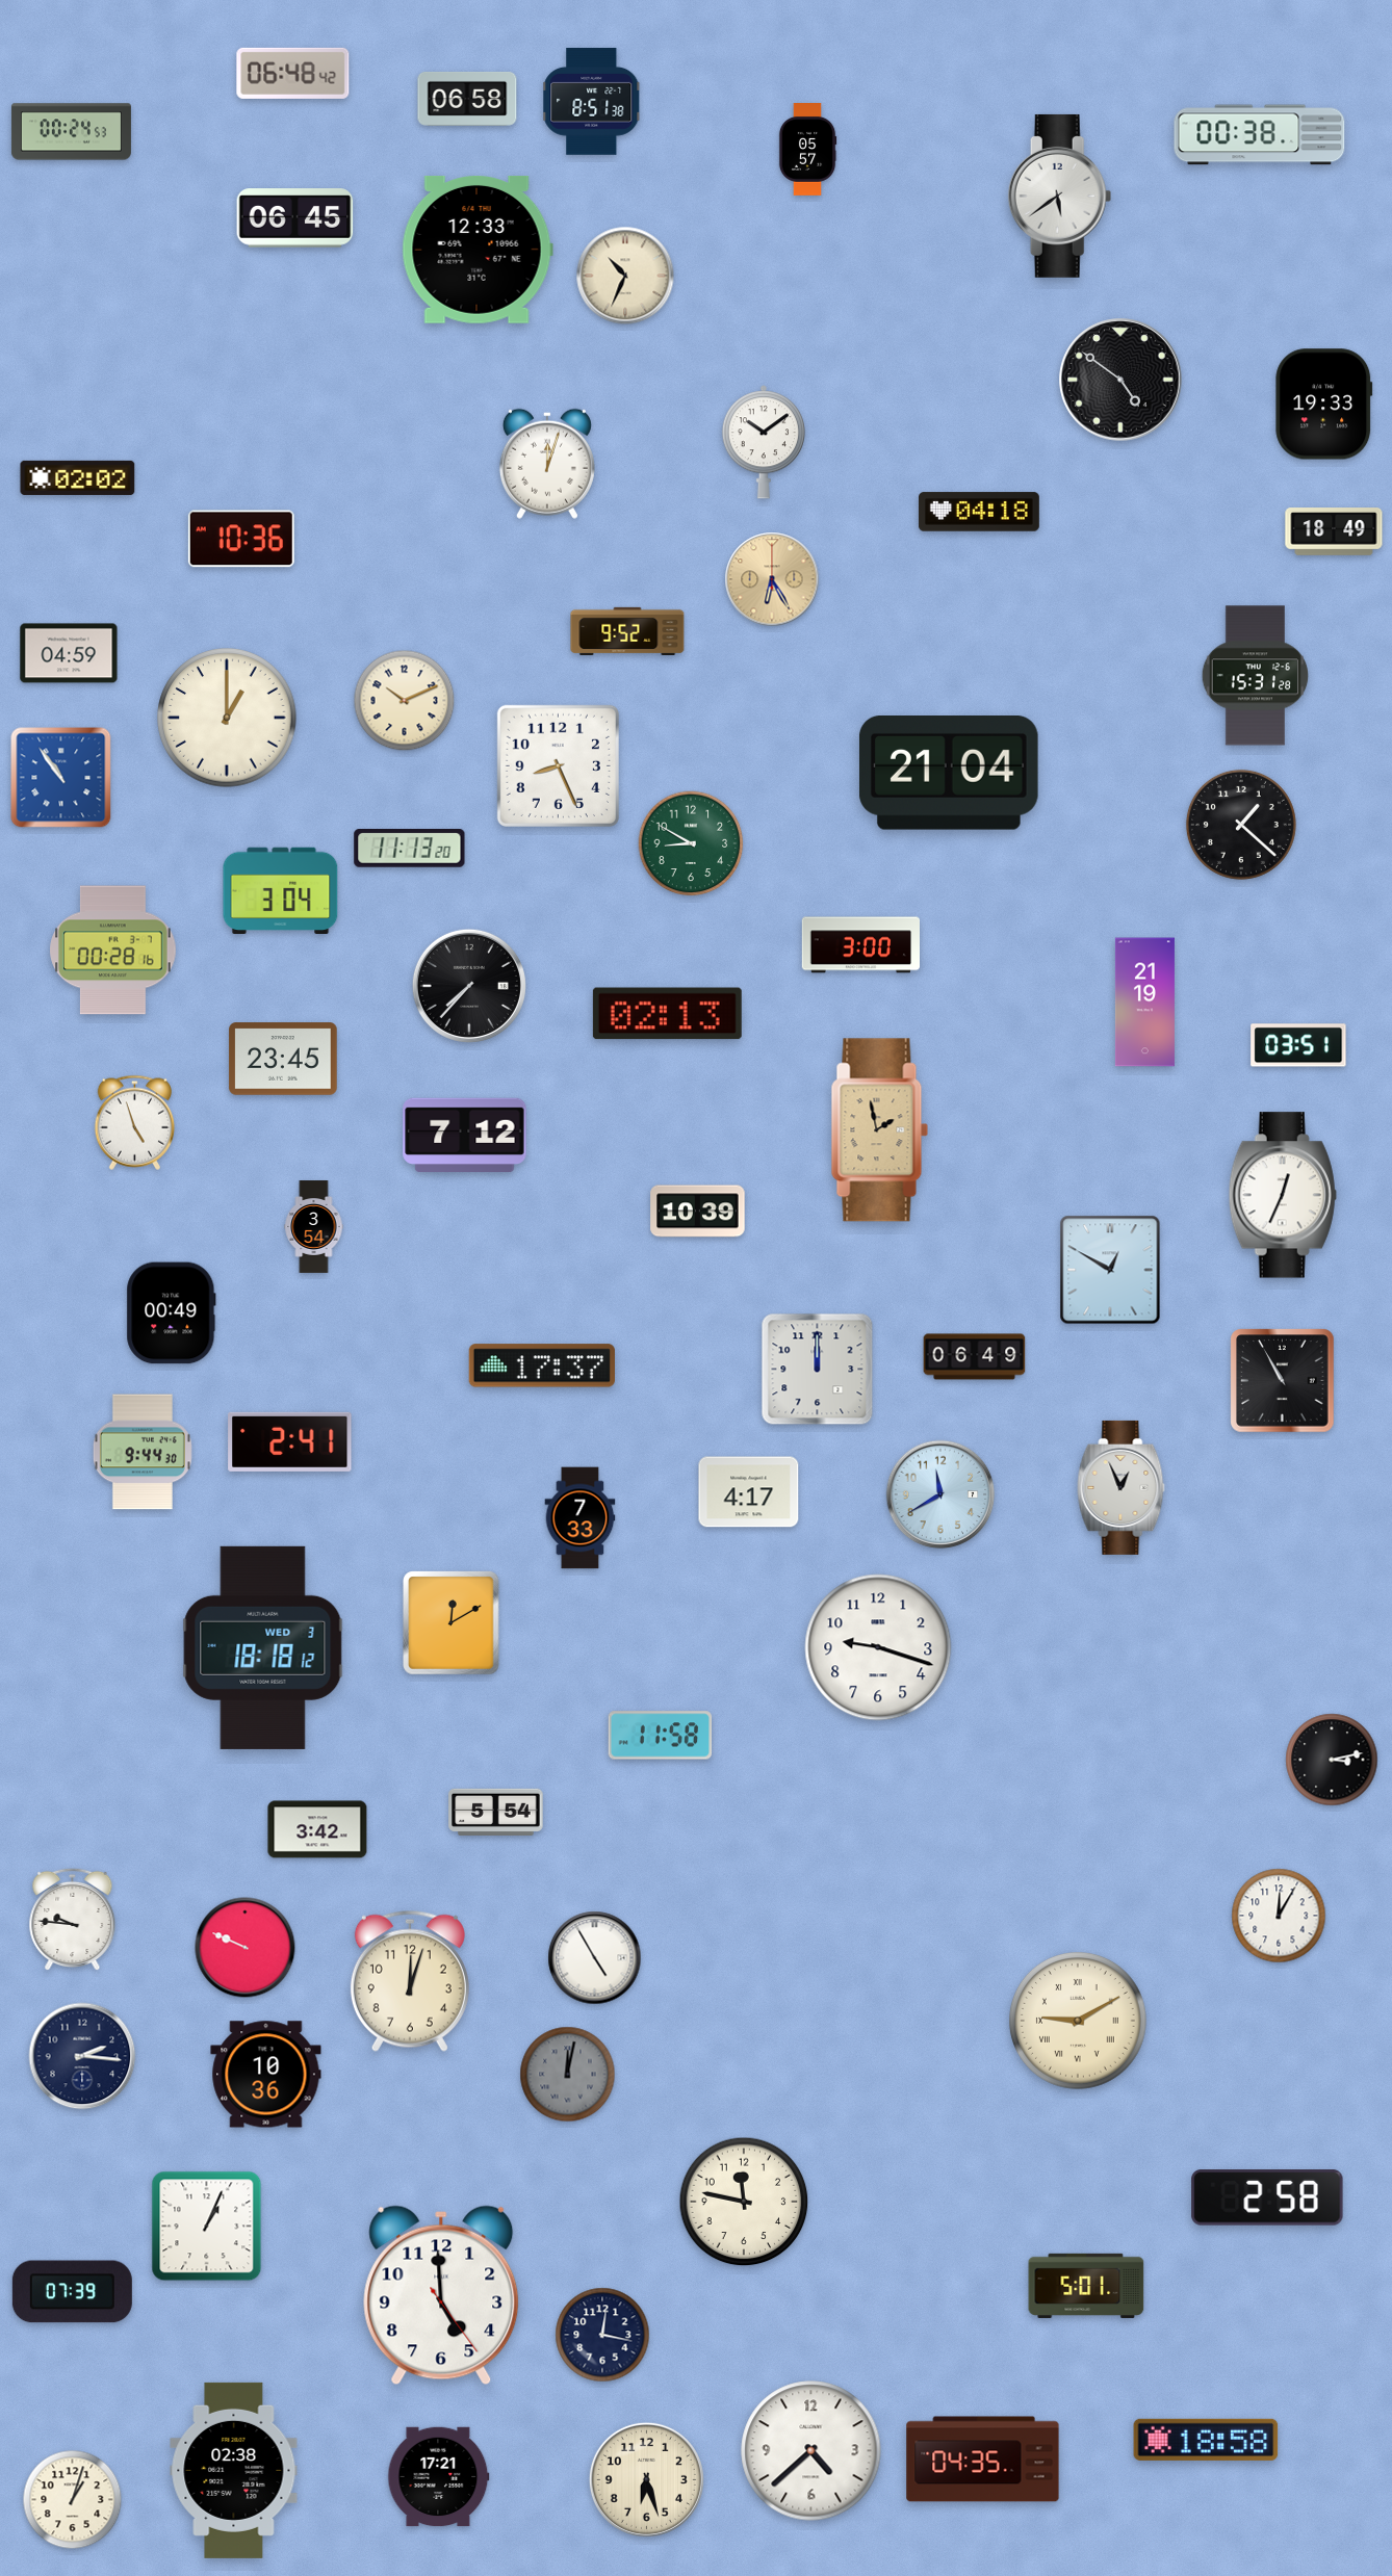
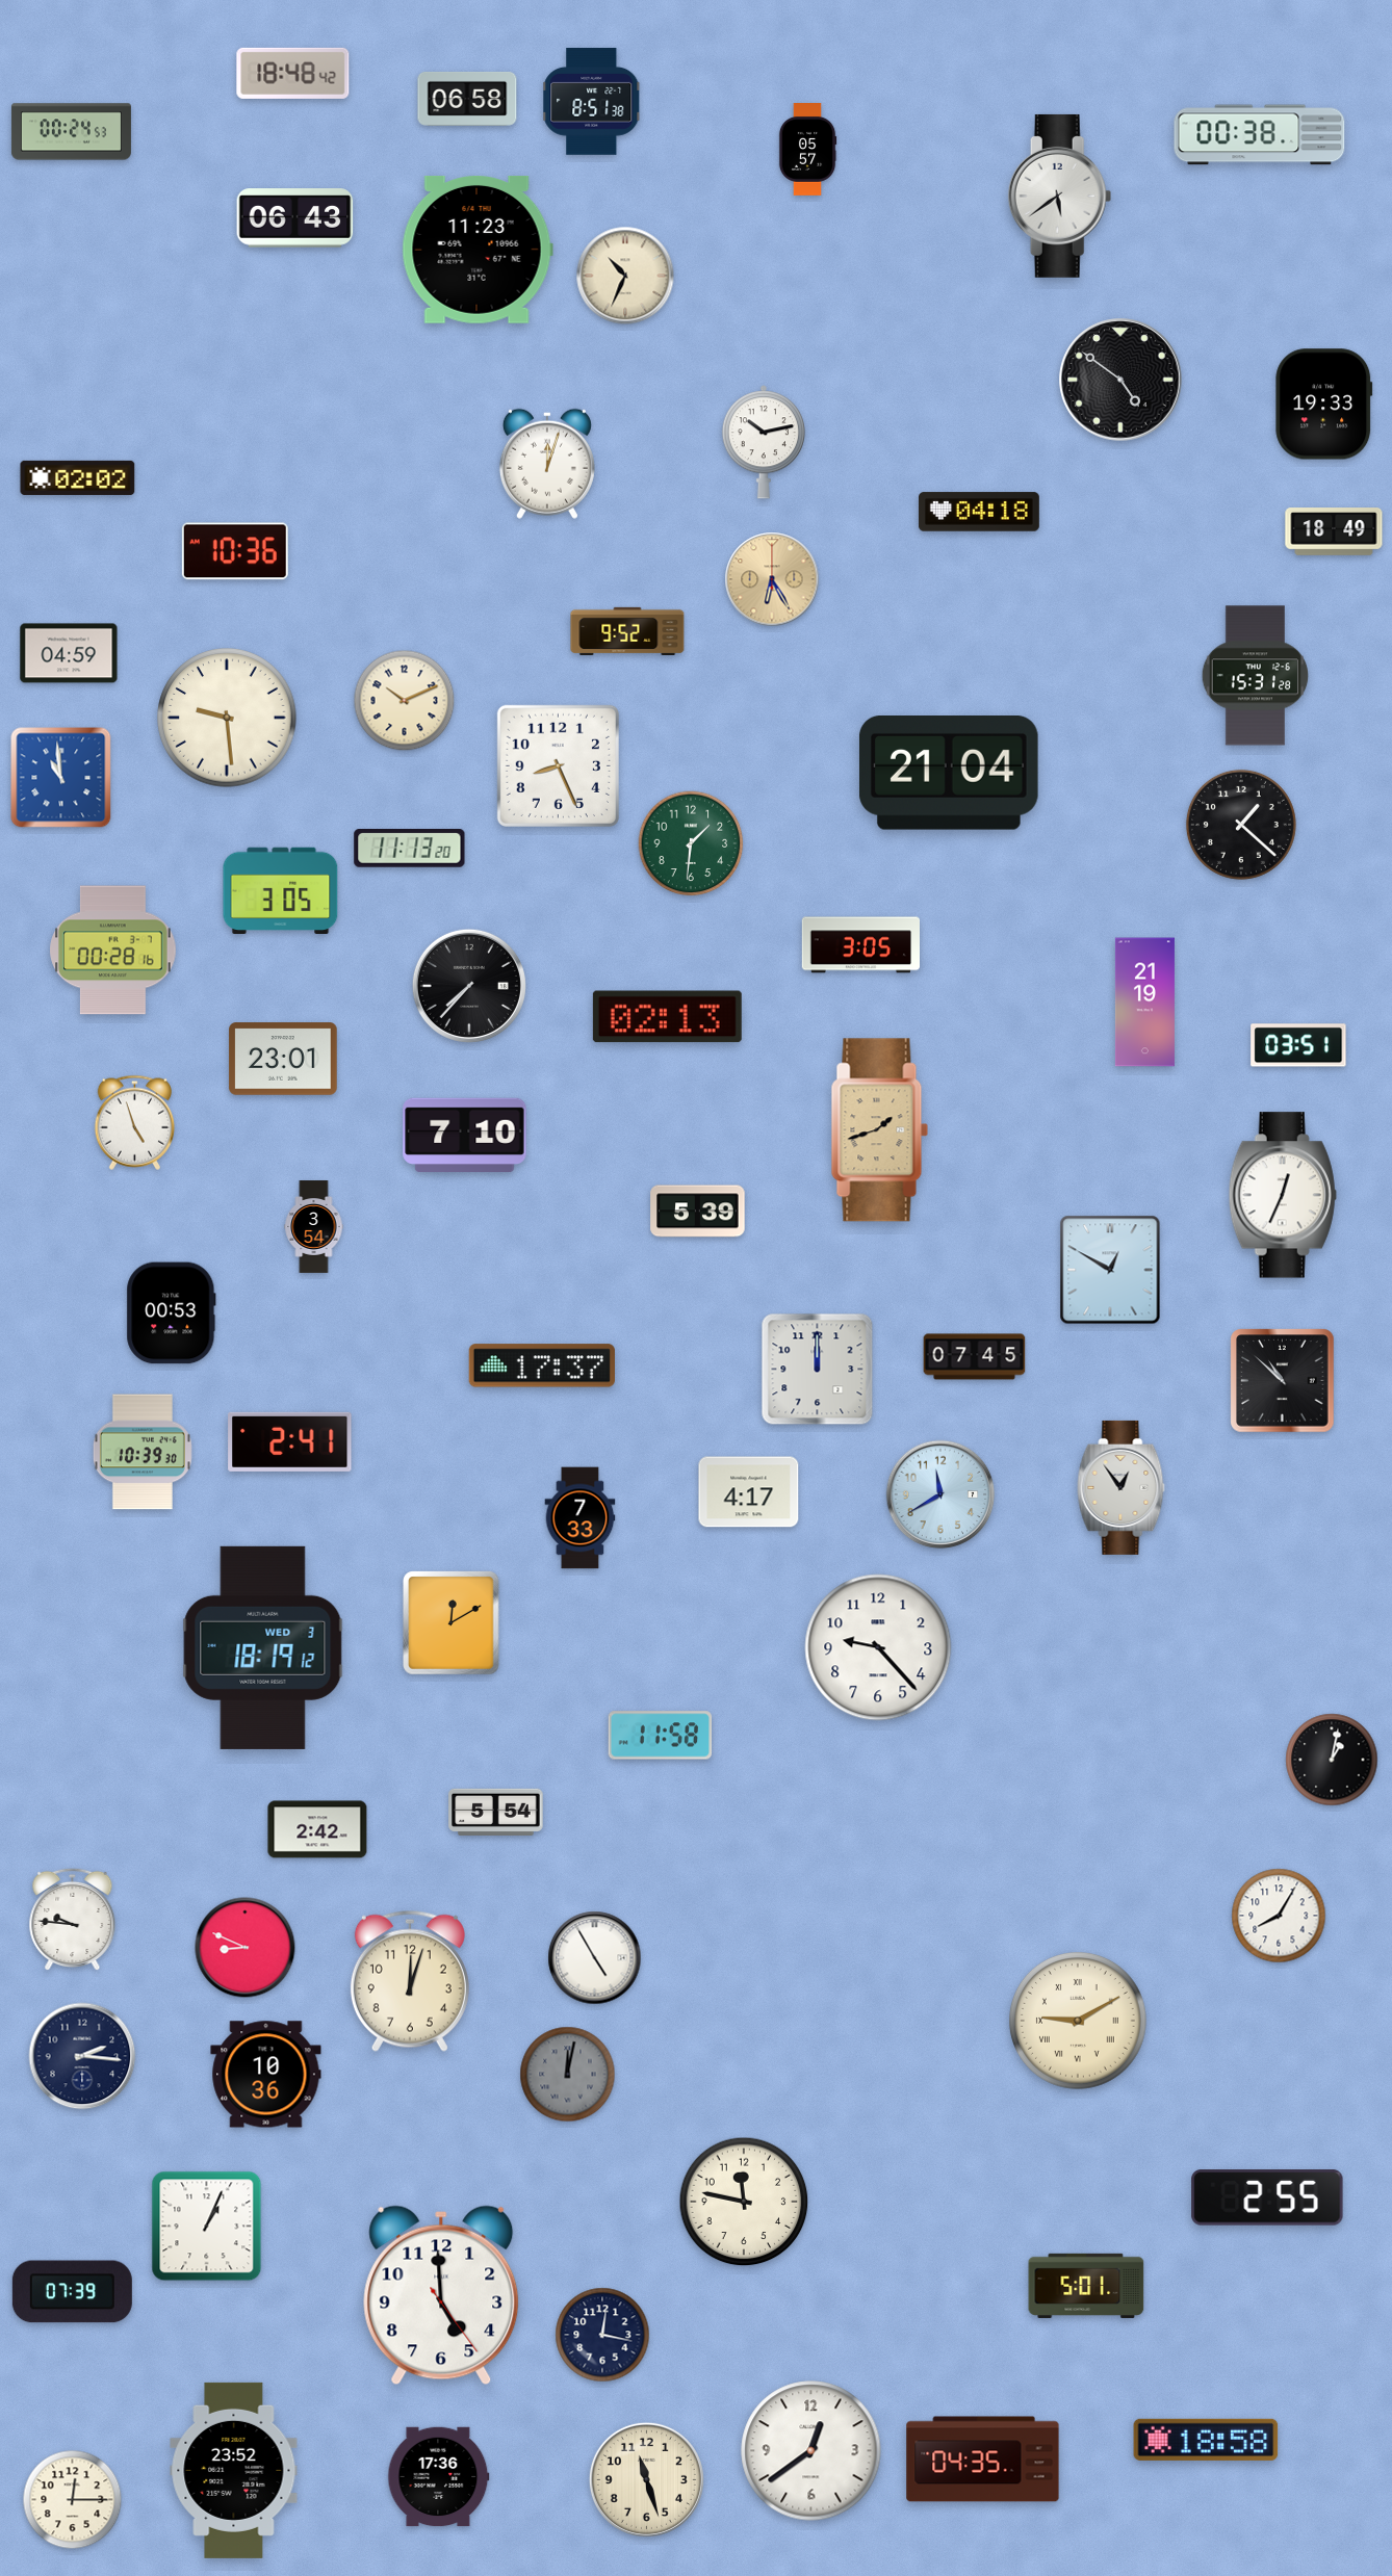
clock at (293, 73): 06:48 -> 18:48
clock at (295, 218): 06:45 -> 06:43
clock at (478, 250): 12:33 -> 11:23
clock at (764, 442): 10:09 -> 10:13
clock at (241, 539) position: (241, 539) -> (235, 551)
clock at (227, 718): 1:00 -> 9:29
clock at (61, 778): 10:54 -> 10:59
clock at (691, 843): 8:50 -> 1:31
clock at (281, 890): 3:04 -> 3:05
clock at (861, 945): 3:00 -> 3:05
clock at (667, 1014) position: (667, 1014) -> (667, 1017)
clock at (283, 1059): 23:45 -> 23:01
clock at (880, 1130): 1:58 -> 1:42
clock at (465, 1136): 7:12 -> 7:10
clock at (698, 1212): 10:39 -> 5:39
clock at (172, 1313): 00:49 -> 00:53
clock at (975, 1357): 06:49 -> 07:45
clock at (1283, 1381): 10:55 -> 10:52
clock at (143, 1452): 9:44 -> 10:39
clock at (1122, 1487): 12:56 -> 12:54
clock at (263, 1647): 18:18 -> 18:19
clock at (878, 1647): 9:18 -> 9:23
clock at (1332, 1760): 3:13 -> 1:02
clock at (317, 1829): 3:42 -> 2:42
clock at (1279, 1916): 12:05 -> 8:05
clock at (246, 1948): 9:49 -> 8:49
clock at (1267, 2197): 2:58 -> 2:55
clock at (811, 2451): 4:38 -> 12:39
clock at (234, 2470): 02:38 -> 23:52
clock at (439, 2477): 17:21 -> 17:36
clock at (646, 2479): 6:27 -> 11:27
clock at (73, 2500): 1:03 -> 12:15
